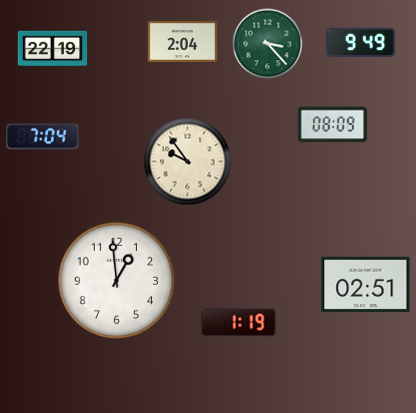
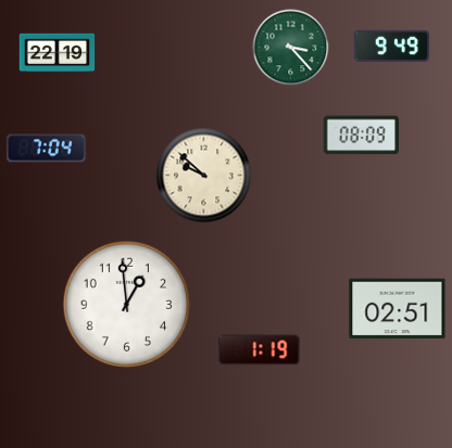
clock at (183, 41): 2:04 -> none
clock at (188, 162): 9:54 -> 9:52
